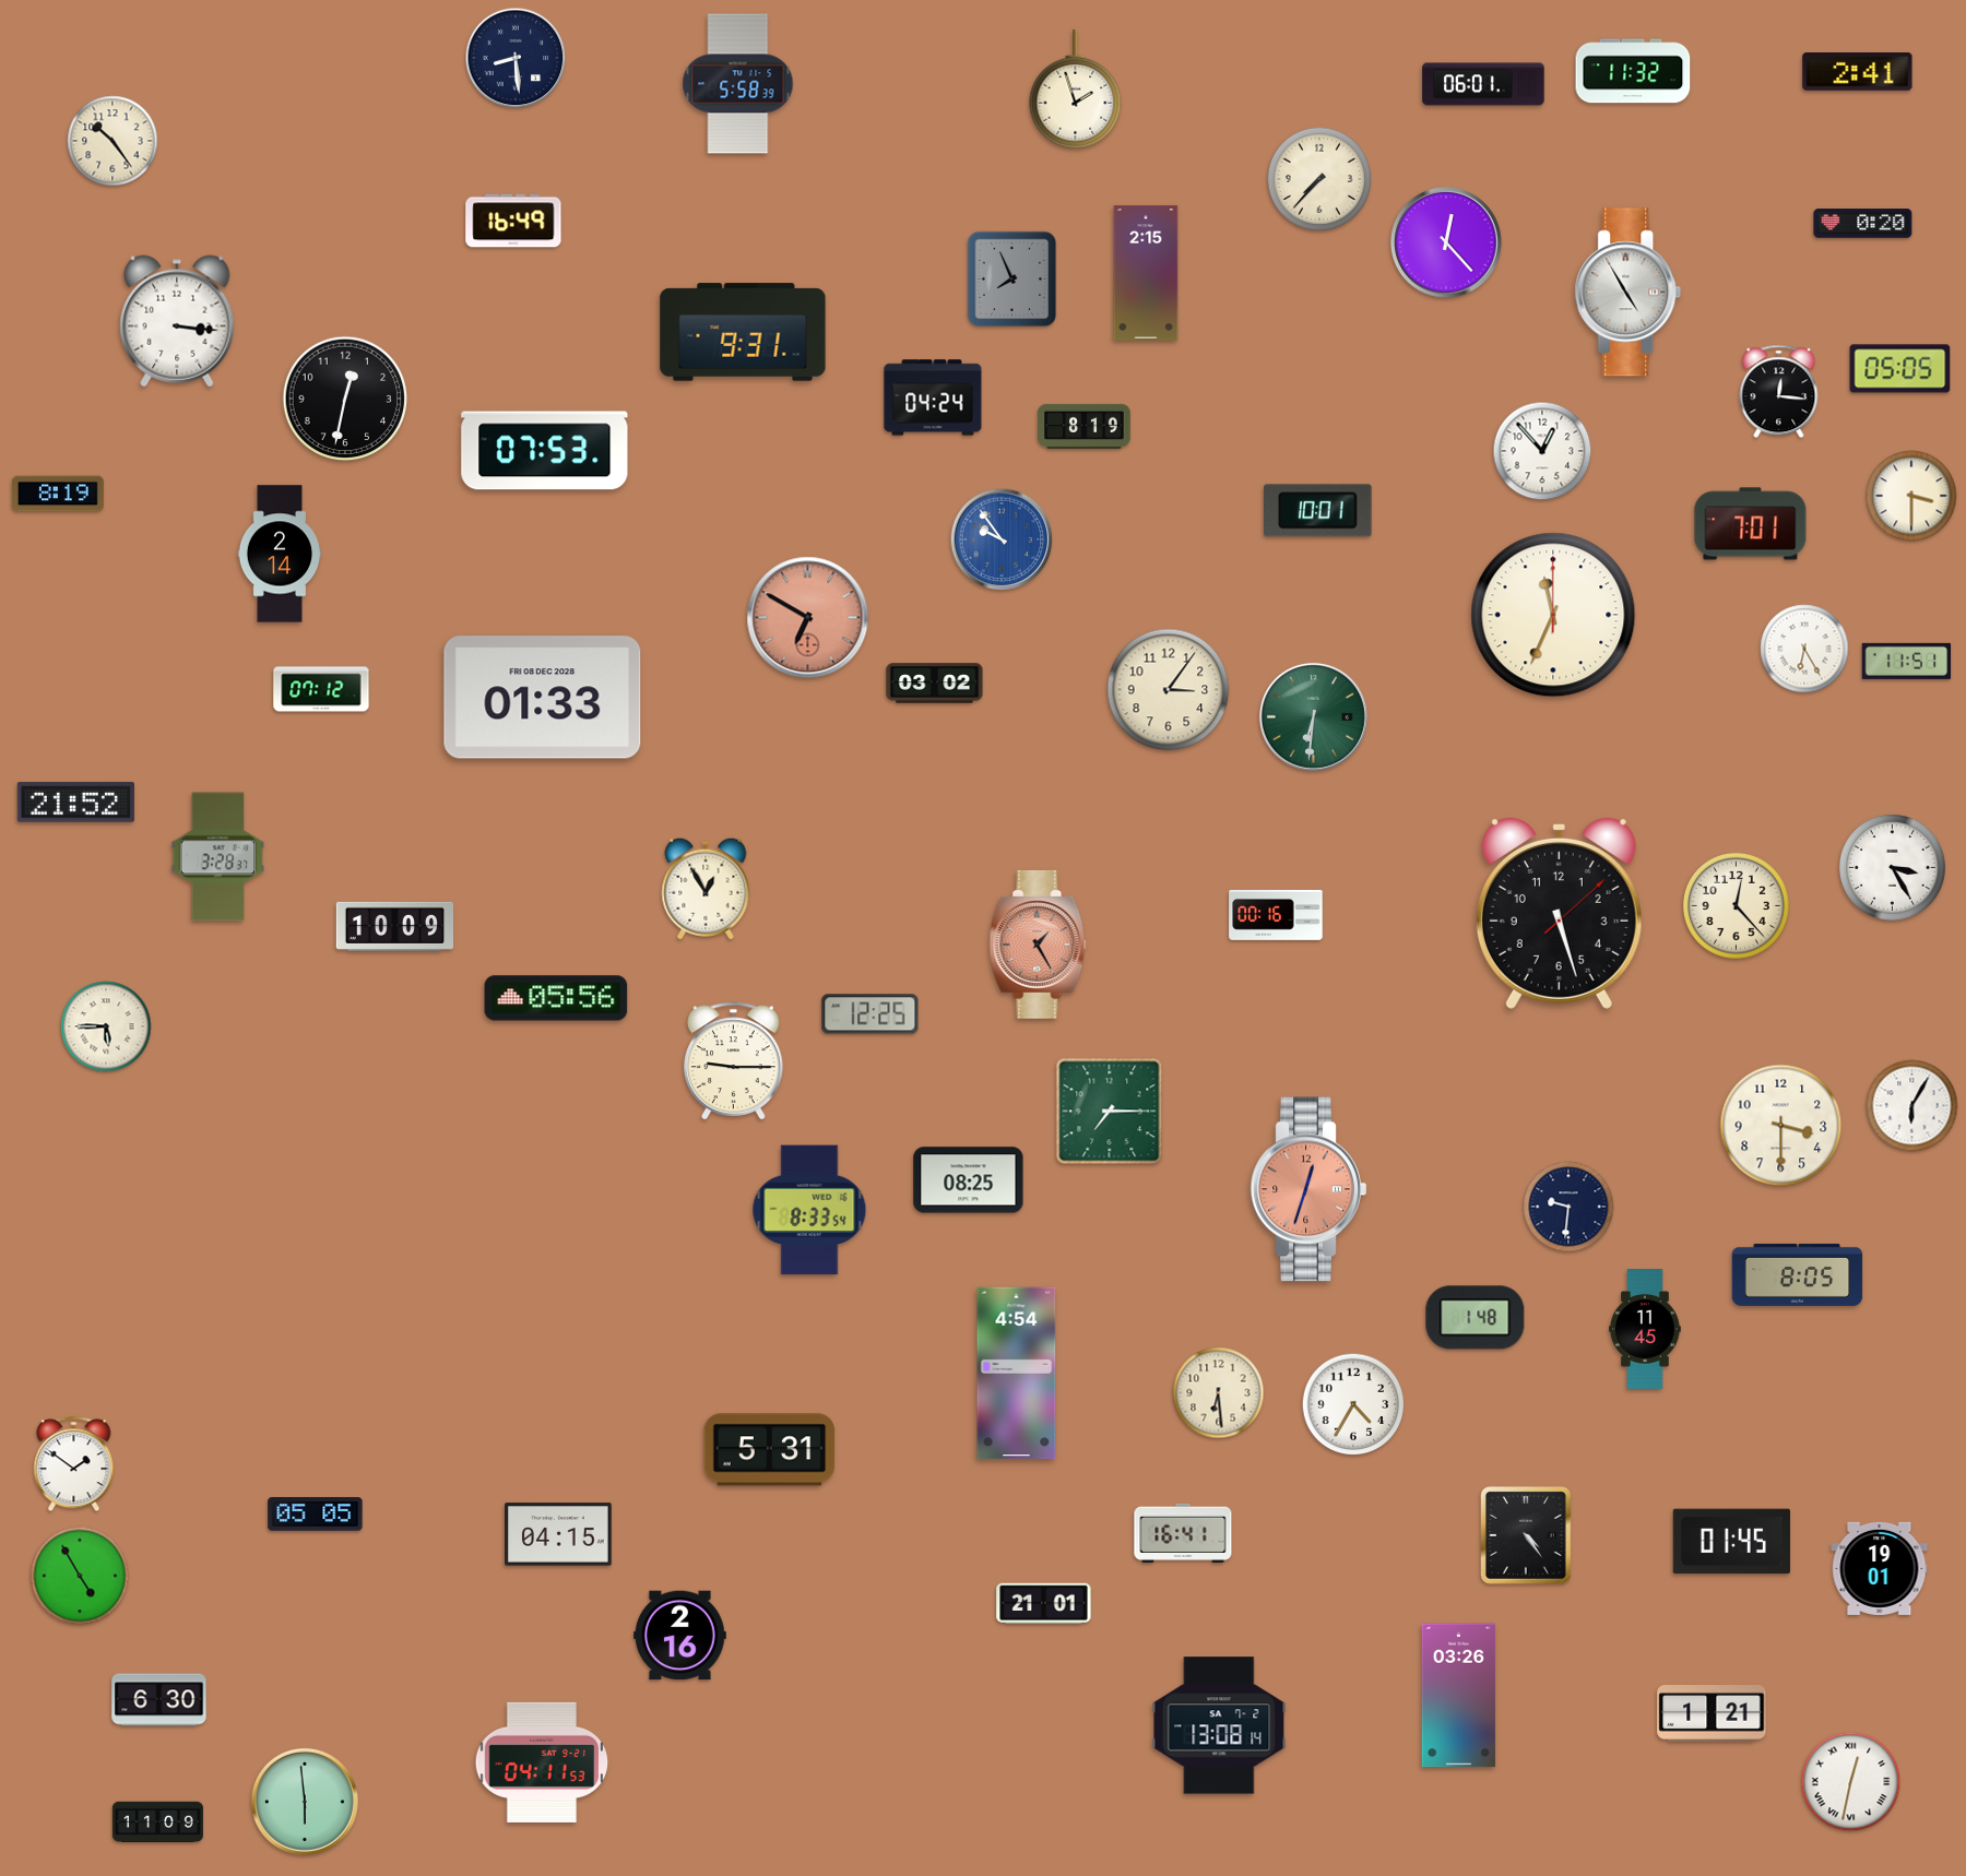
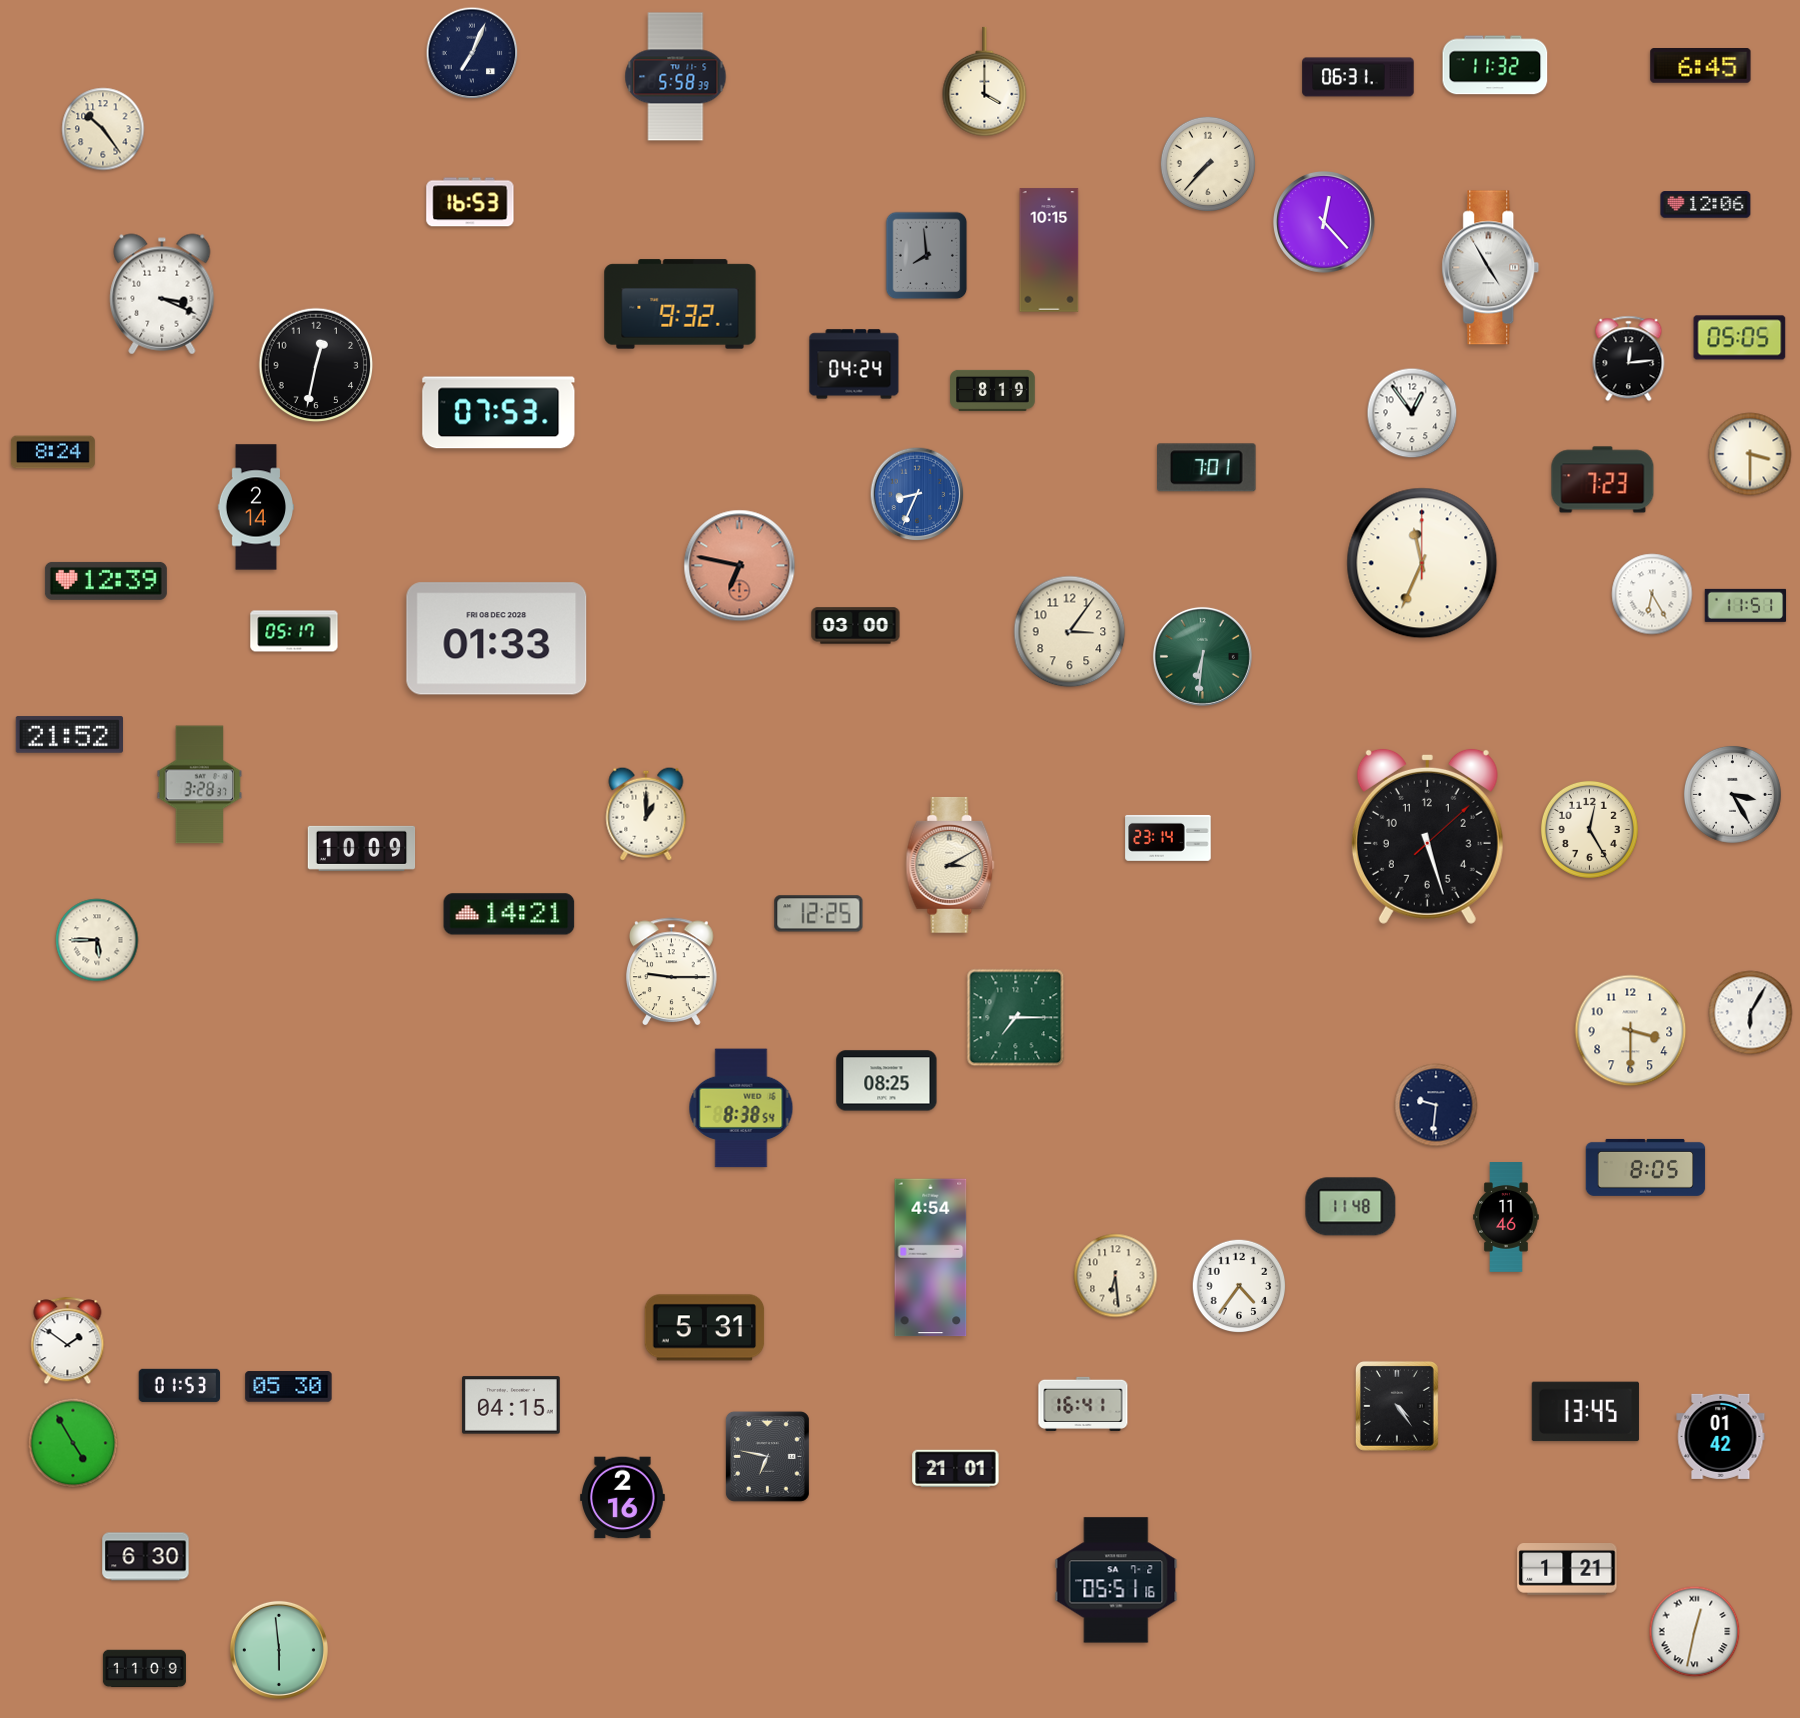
clock at (516, 58): 8:29 -> 7:04
clock at (1858, 72): 2:41 -> 6:45
clock at (1483, 84): 06:01 -> 06:31
clock at (1076, 90): 1:57 -> 4:00
clock at (513, 221): 16:49 -> 16:53
clock at (1863, 224): 0:20 -> 12:06
clock at (1146, 273): 2:15 -> 10:15
clock at (1012, 280): 7:56 -> 7:59
clock at (177, 321): 3:16 -> 3:19
clock at (743, 332): 9:31 -> 9:32
clock at (1779, 392): 12:16 -> 12:14
clock at (1542, 451): 12:53 -> 12:54
clock at (58, 494): 8:19 -> 8:24
clock at (1318, 511): 10:01 -> 7:01
clock at (1751, 524): 7:01 -> 7:23
clock at (1002, 539): 9:54 -> 8:34
clock at (808, 618): 6:50 -> 6:47
clock at (106, 581): none -> 12:39
clock at (935, 684): 03:02 -> 03:00
clock at (321, 689): 07:12 -> 05:17
clock at (706, 889): 12:55 -> 1:00
clock at (1736, 905): 12:23 -> 12:25
clock at (1276, 915): 00:16 -> 23:14
clock at (1038, 945): 1:25 -> 3:10
clock at (1038, 945) dial: salmon -> cream
clock at (556, 998): 05:56 -> 14:21
clock at (871, 1014) position: (871, 1014) -> (819, 914)
clock at (1308, 1189): 12:33 -> none
clock at (809, 1210): 8:33 -> 8:38
clock at (1476, 1318): 1:48 -> 11:48
clock at (1645, 1330): 11:45 -> 11:46
clock at (1353, 1404): 4:35 -> 4:36
clock at (180, 1385): none -> 01:53
clock at (316, 1515): 05:05 -> 05:30
clock at (1731, 1542): 01:45 -> 13:45
clock at (1880, 1568): 19:01 -> 01:42
clock at (767, 1456): none -> 6:47
clock at (1459, 1696): 03:26 -> none
clock at (1219, 1725): 13:08 -> 05:51
clock at (542, 1762): 04:11 -> none
